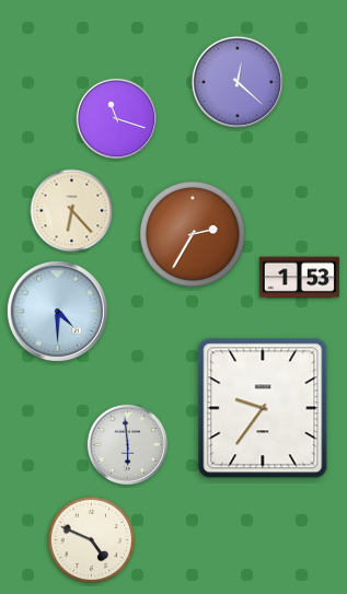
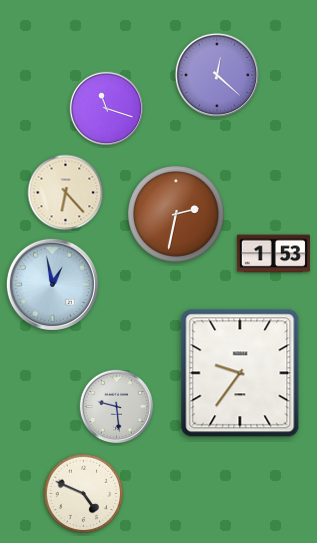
clock at (193, 234): 2:35 -> 2:32
clock at (57, 311): 4:30 -> 12:58
clock at (128, 445): 5:59 -> 9:29
